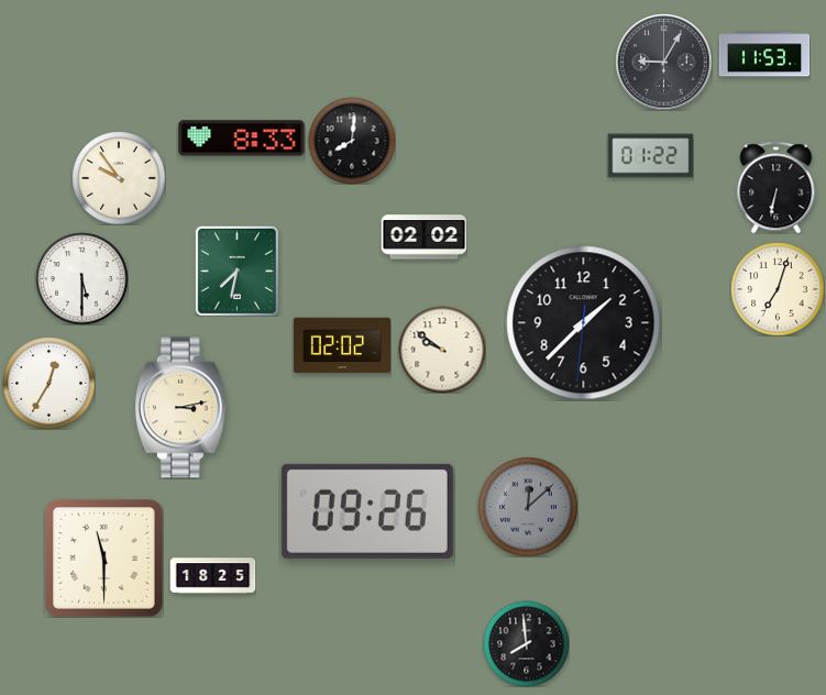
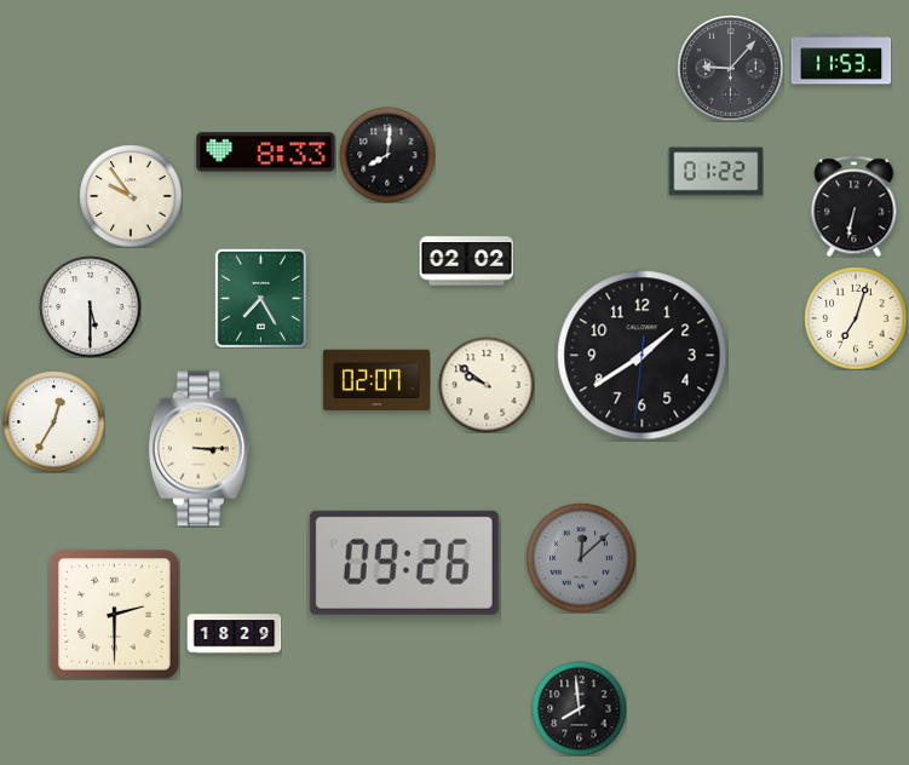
clock at (663, 62): 9:05 -> 9:07
clock at (236, 271): 7:32 -> 7:25
clock at (584, 323): 1:37 -> 1:39
clock at (341, 345): 02:02 -> 02:07
clock at (180, 408): 3:13 -> 3:15
clock at (104, 559): 11:30 -> 2:30
clock at (212, 576): 18:25 -> 18:29
